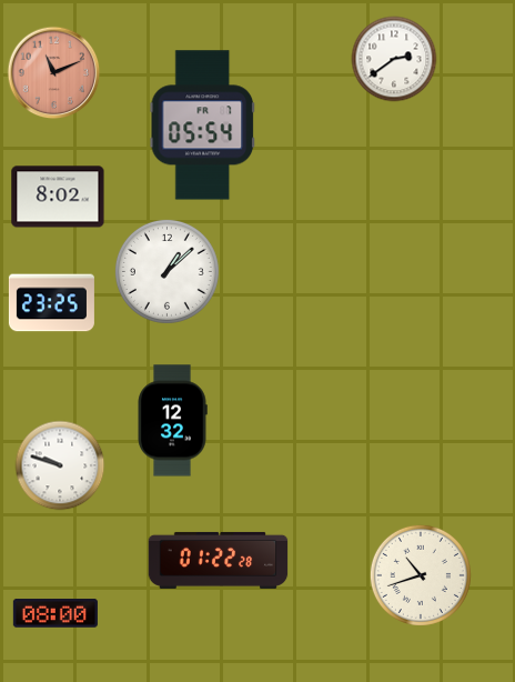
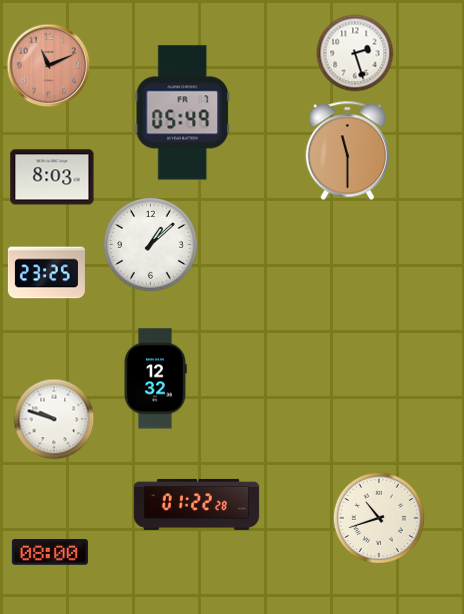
clock at (394, 59): 2:39 -> 2:27
clock at (202, 126): 05:54 -> 05:49
clock at (348, 151): none -> 11:30
clock at (58, 197): 8:02 -> 8:03
